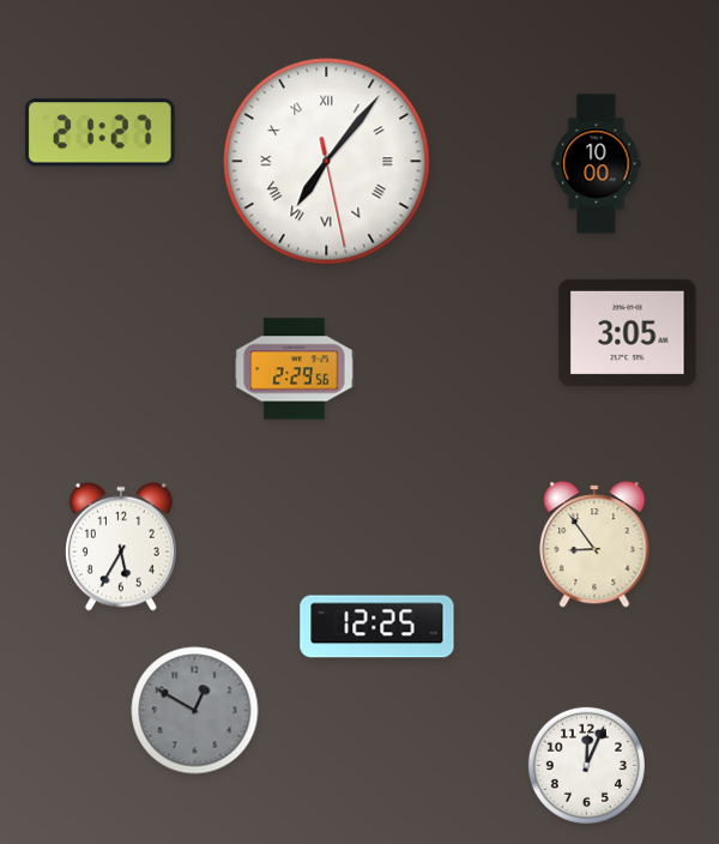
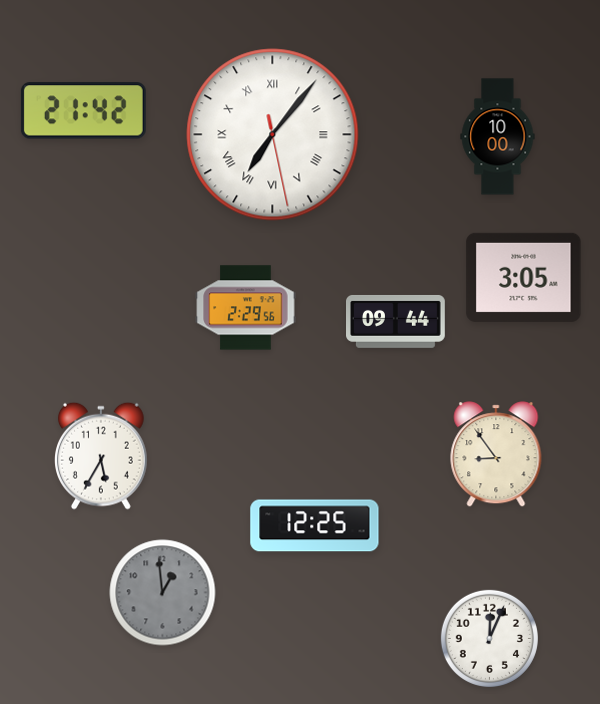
clock at (99, 133): 21:27 -> 21:42
clock at (396, 321): none -> 09:44
clock at (377, 627) position: (377, 627) -> (315, 526)
clock at (195, 711): 12:50 -> 12:59
